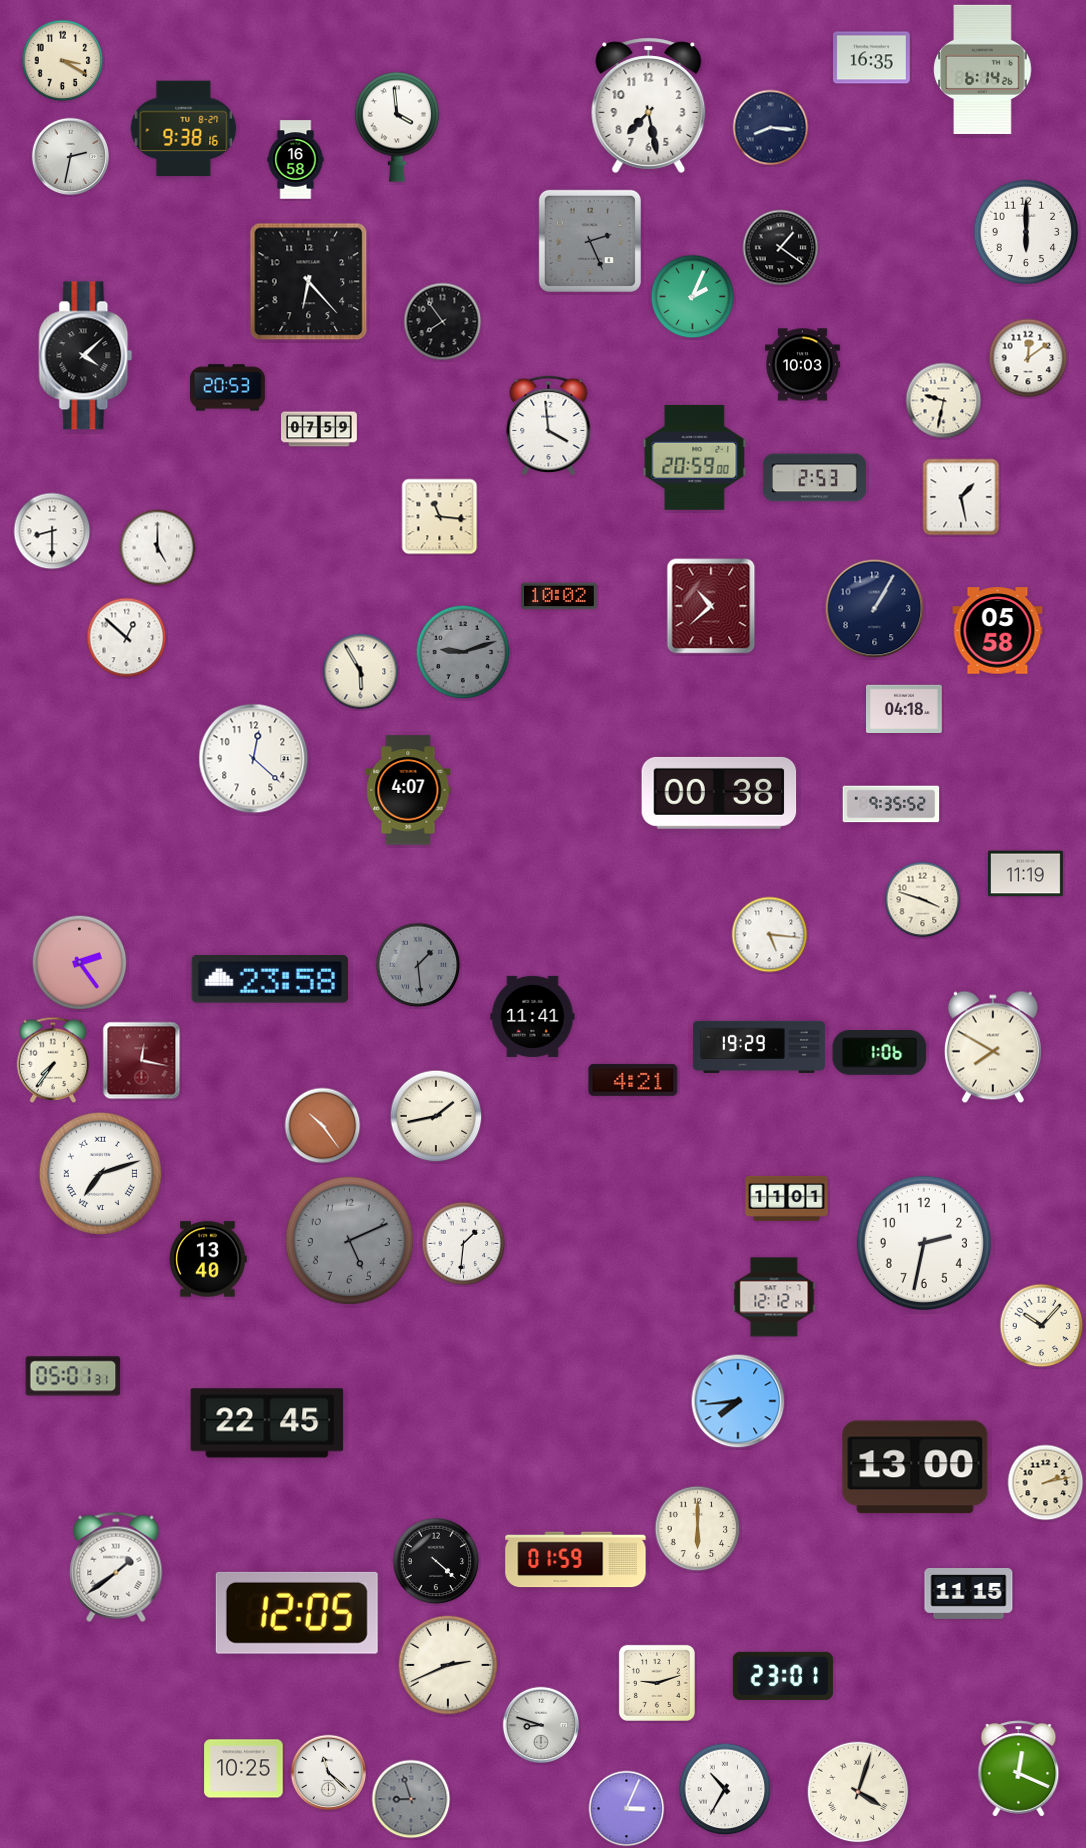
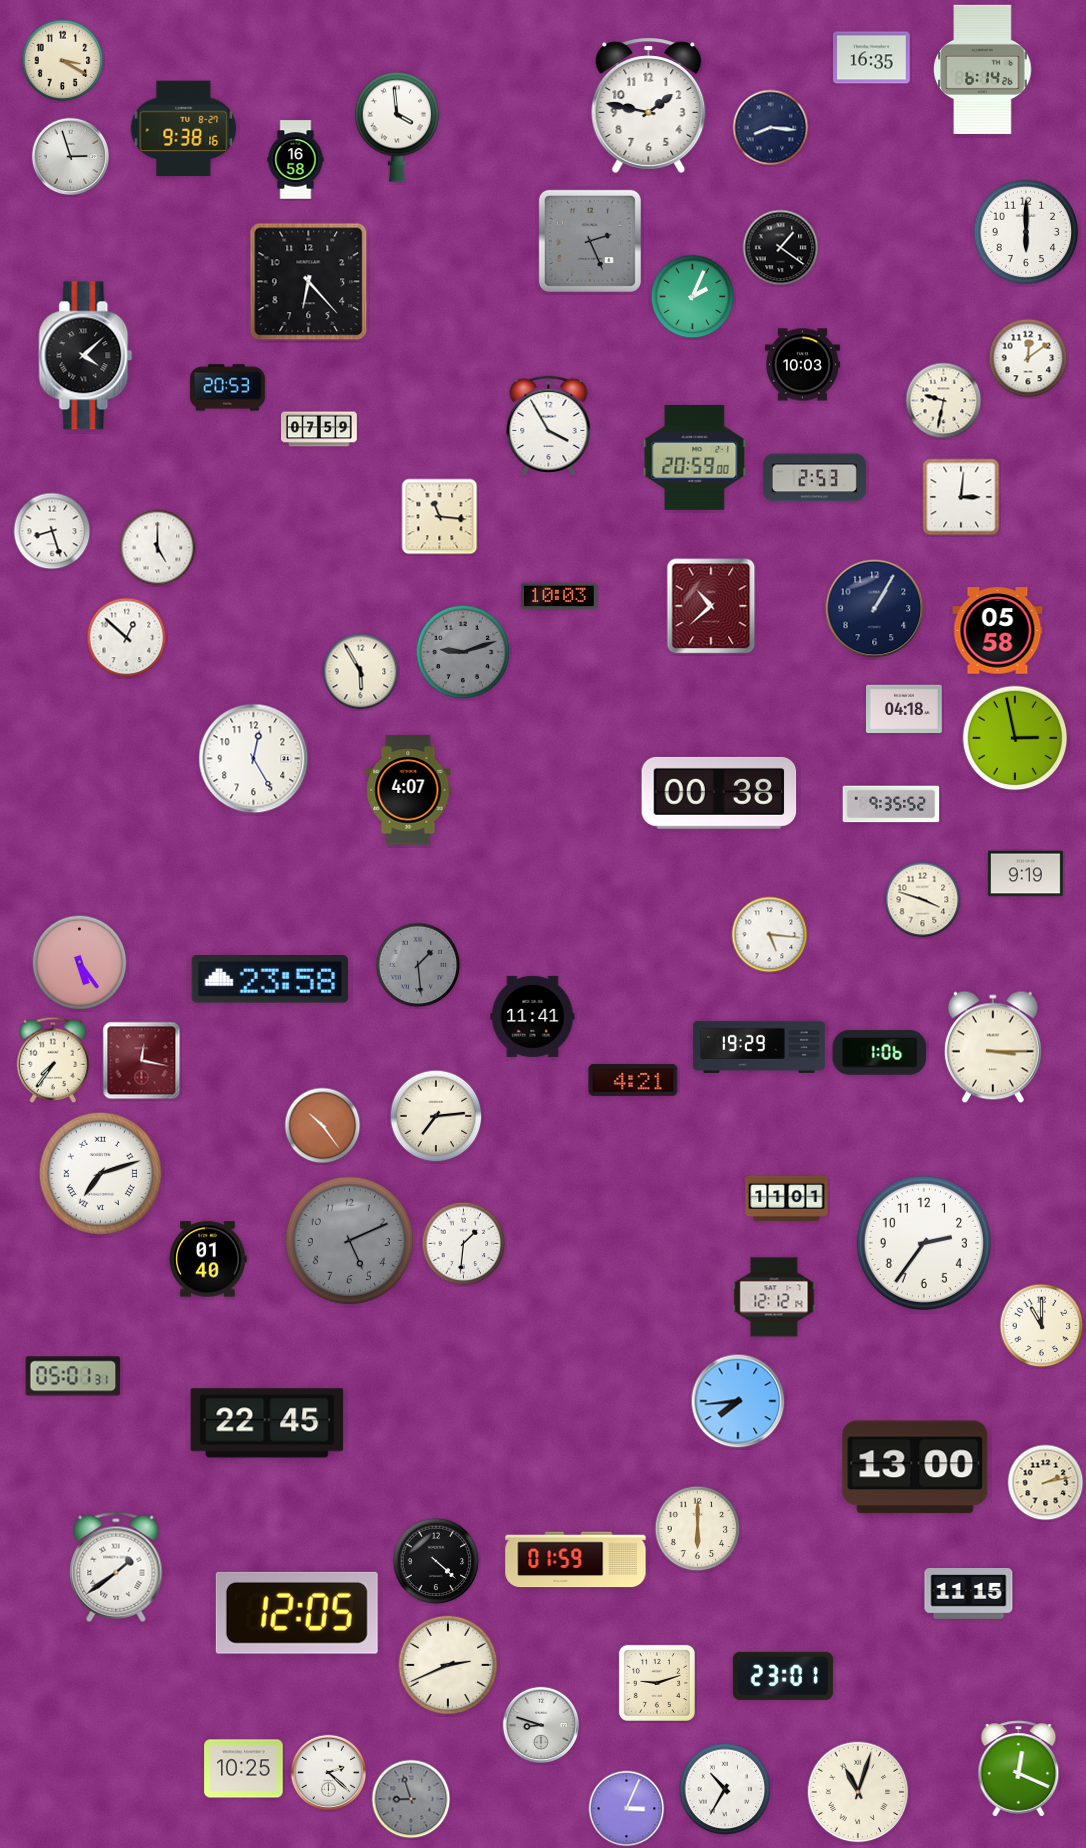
clock at (649, 105): 7:28 -> 1:47
clock at (71, 157): 2:32 -> 2:57
clock at (443, 322): 7:54 -> none
clock at (549, 425): 3:59 -> 3:55
clock at (961, 497): 1:28 -> 3:01
clock at (52, 531): 8:30 -> 8:27
clock at (560, 596): 10:02 -> 10:03
clock at (1015, 738): none -> 2:58
clock at (254, 759): 12:22 -> 12:25
clock at (1025, 874): 11:19 -> 9:19
clock at (80, 963): 2:24 -> 5:24
clock at (993, 1047): 7:50 -> 3:15
clock at (436, 1116): 1:43 -> 7:14
clock at (924, 1243): 2:32 -> 2:36
clock at (208, 1259): 13:40 -> 01:40
clock at (1042, 1326): 10:07 -> 11:00
clock at (329, 1773): 11:22 -> 2:22
clock at (858, 1792): 4:03 -> 11:03
